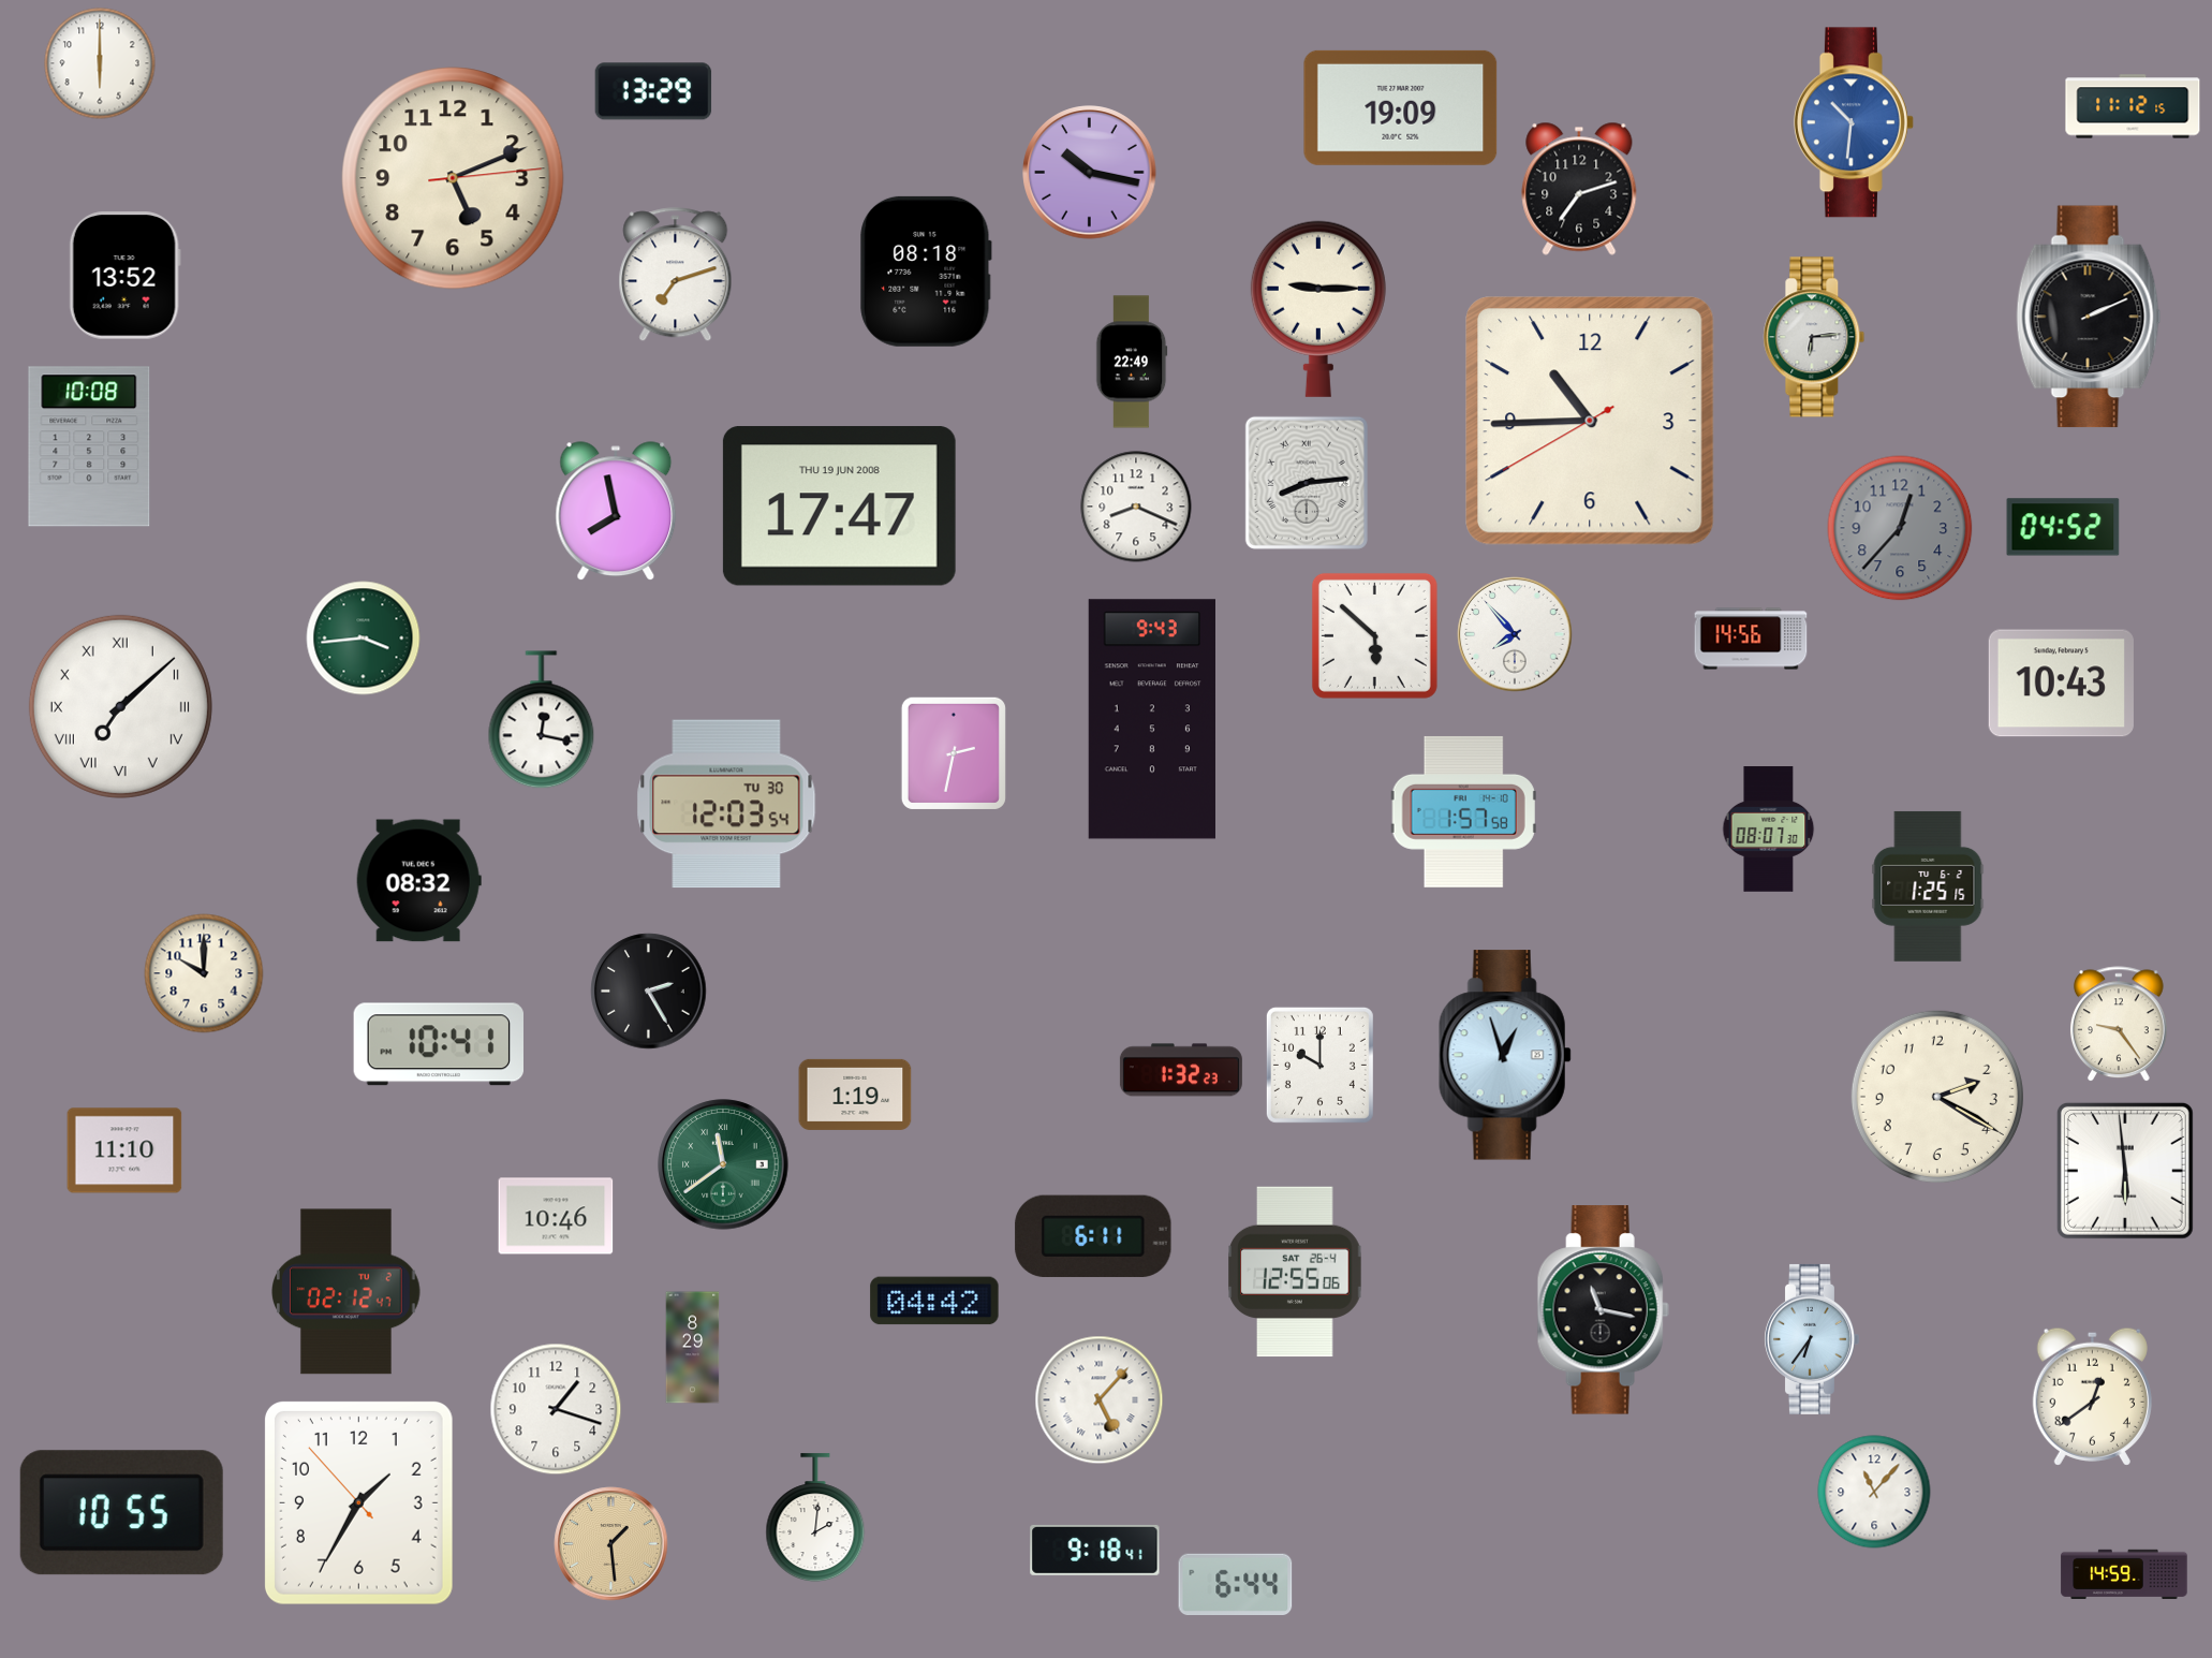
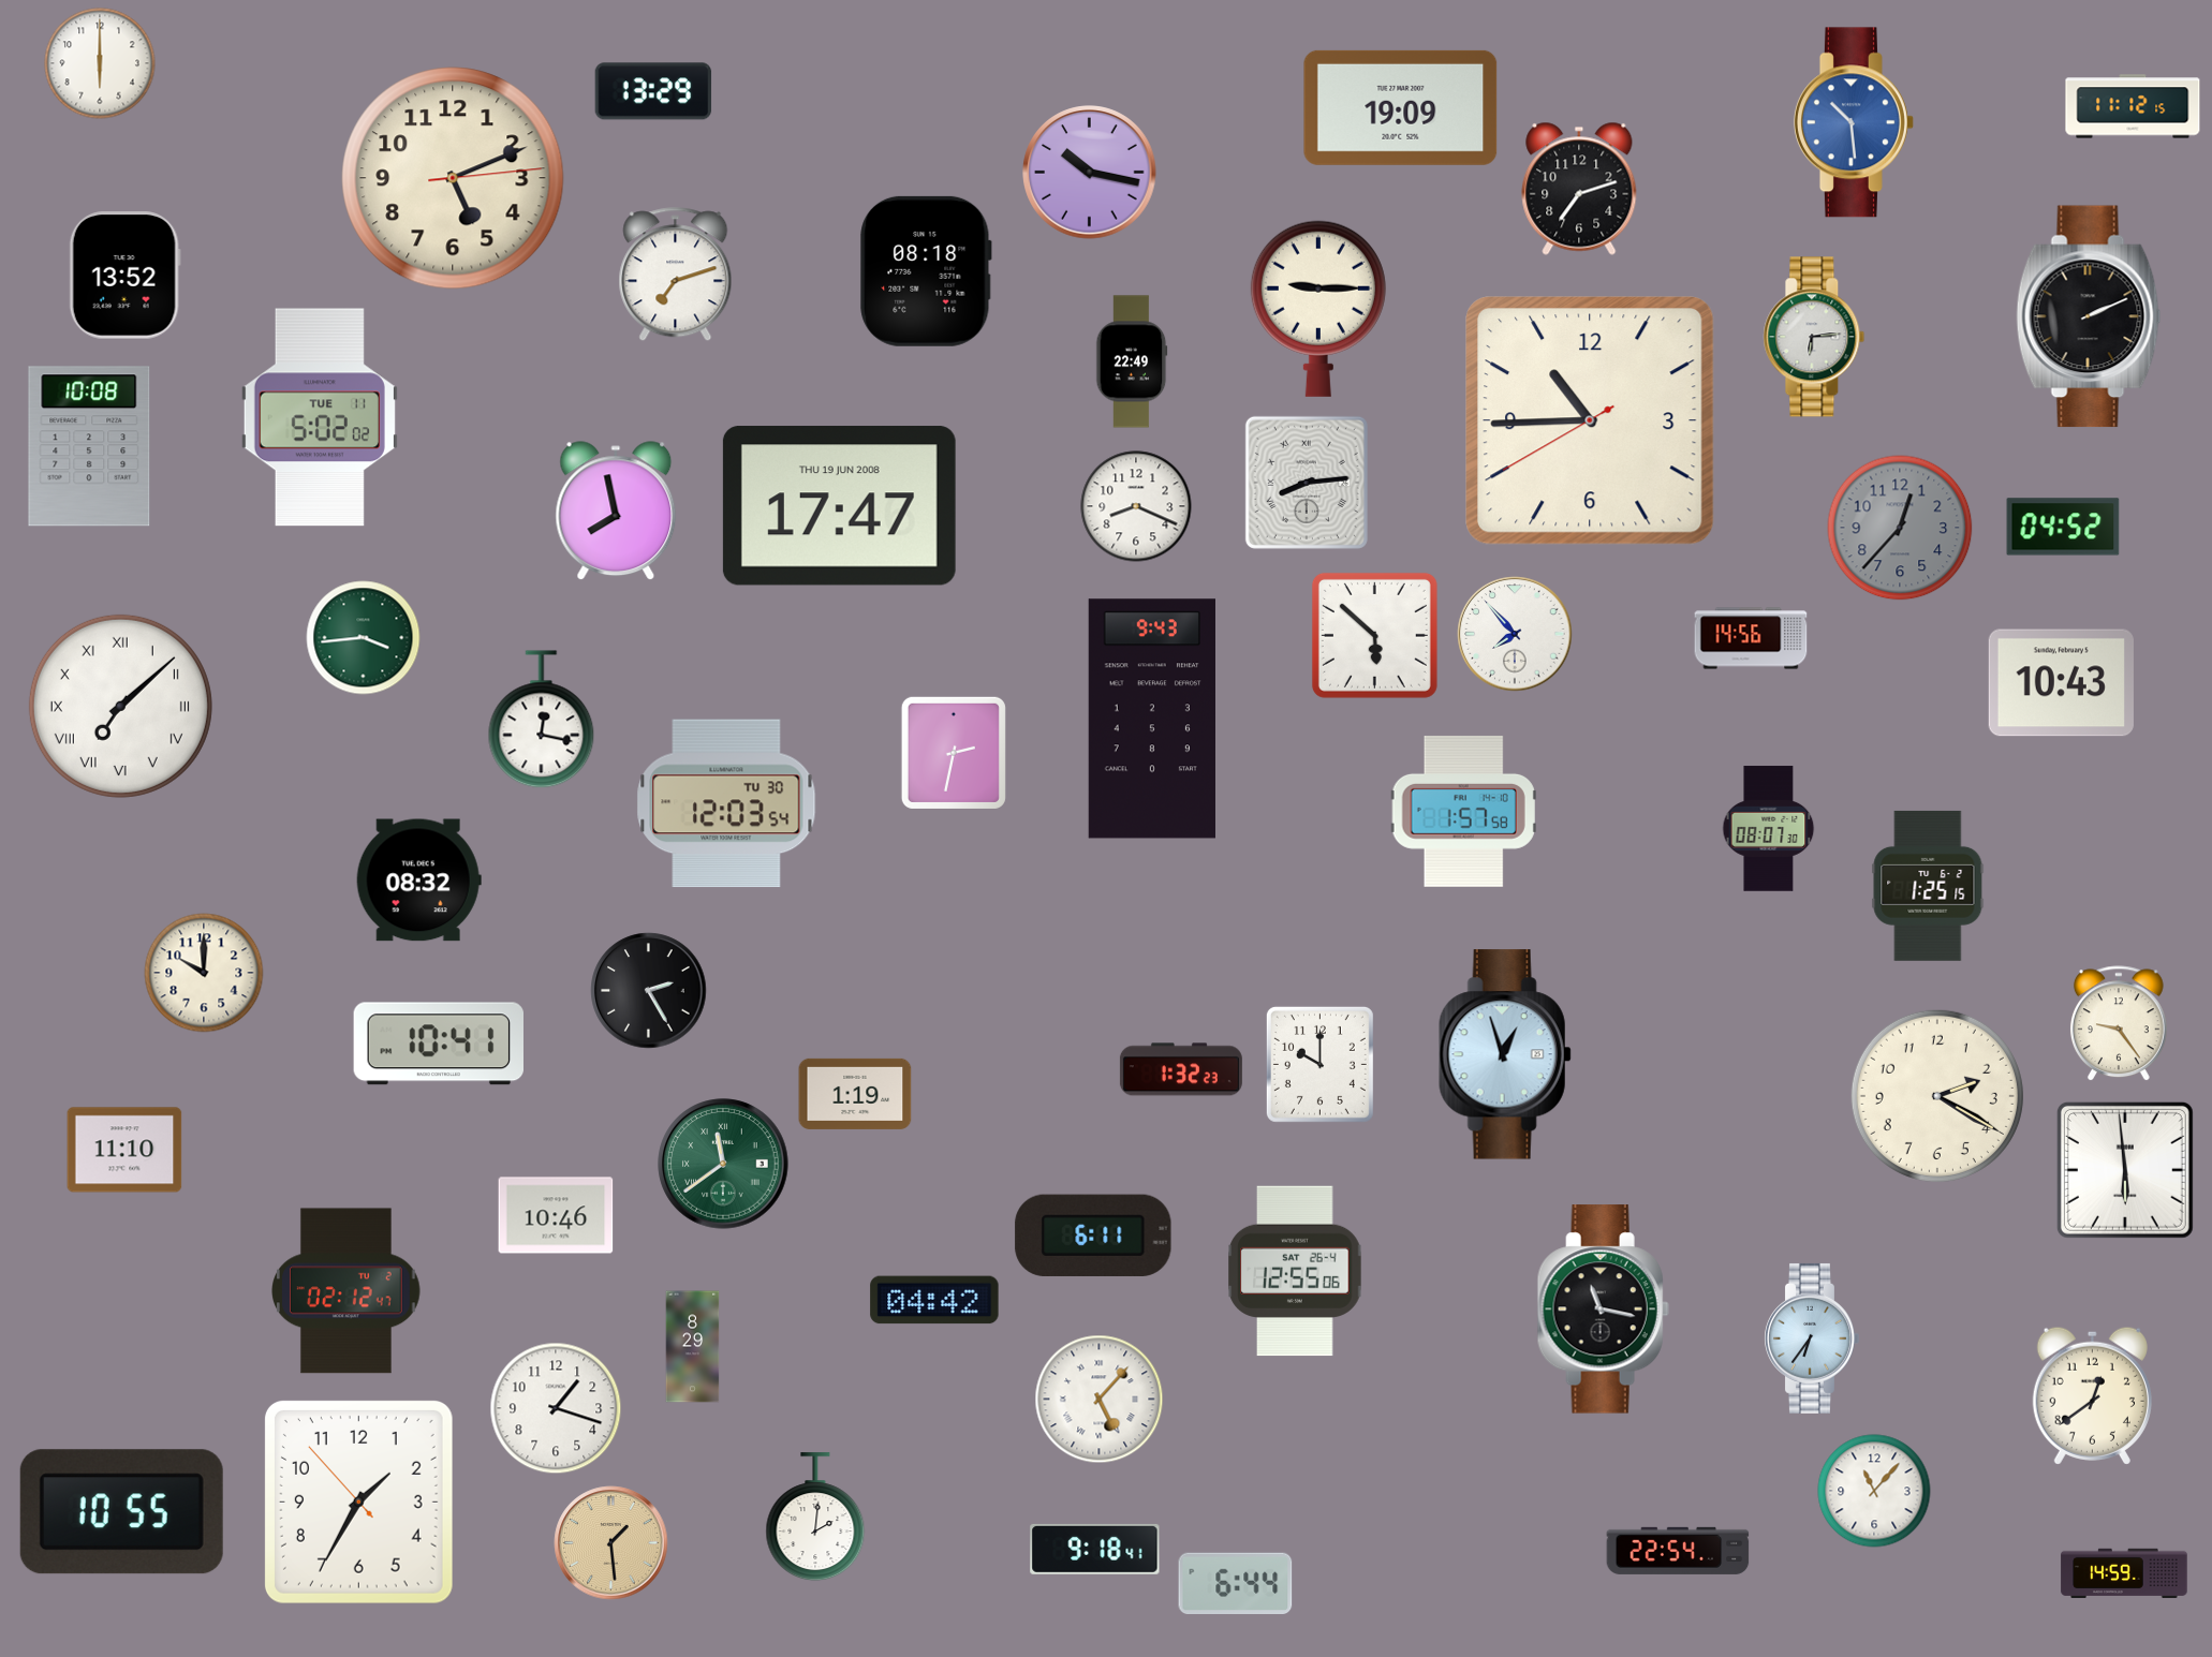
clock at (1854, 122): 10:31 -> 10:29
clock at (320, 417): none -> 5:02
clock at (1678, 1551): none -> 22:54
